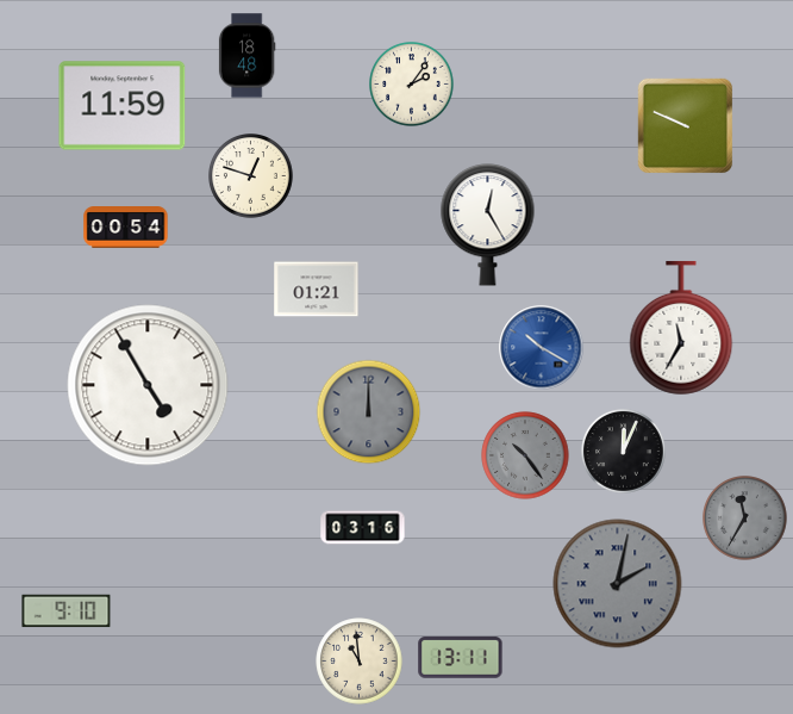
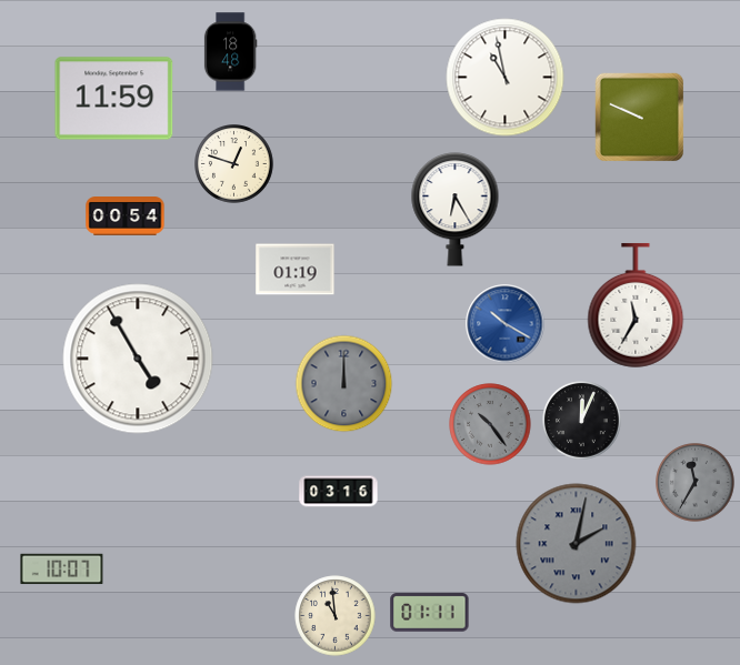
clock at (506, 78): none -> 10:58
clock at (412, 85): 2:06 -> none
clock at (488, 225): 12:25 -> 6:25
clock at (126, 228) position: (126, 228) -> (126, 216)
clock at (317, 290): 01:21 -> 01:19
clock at (67, 611): 9:10 -> 10:07
clock at (461, 658): 13:11 -> 01:11
